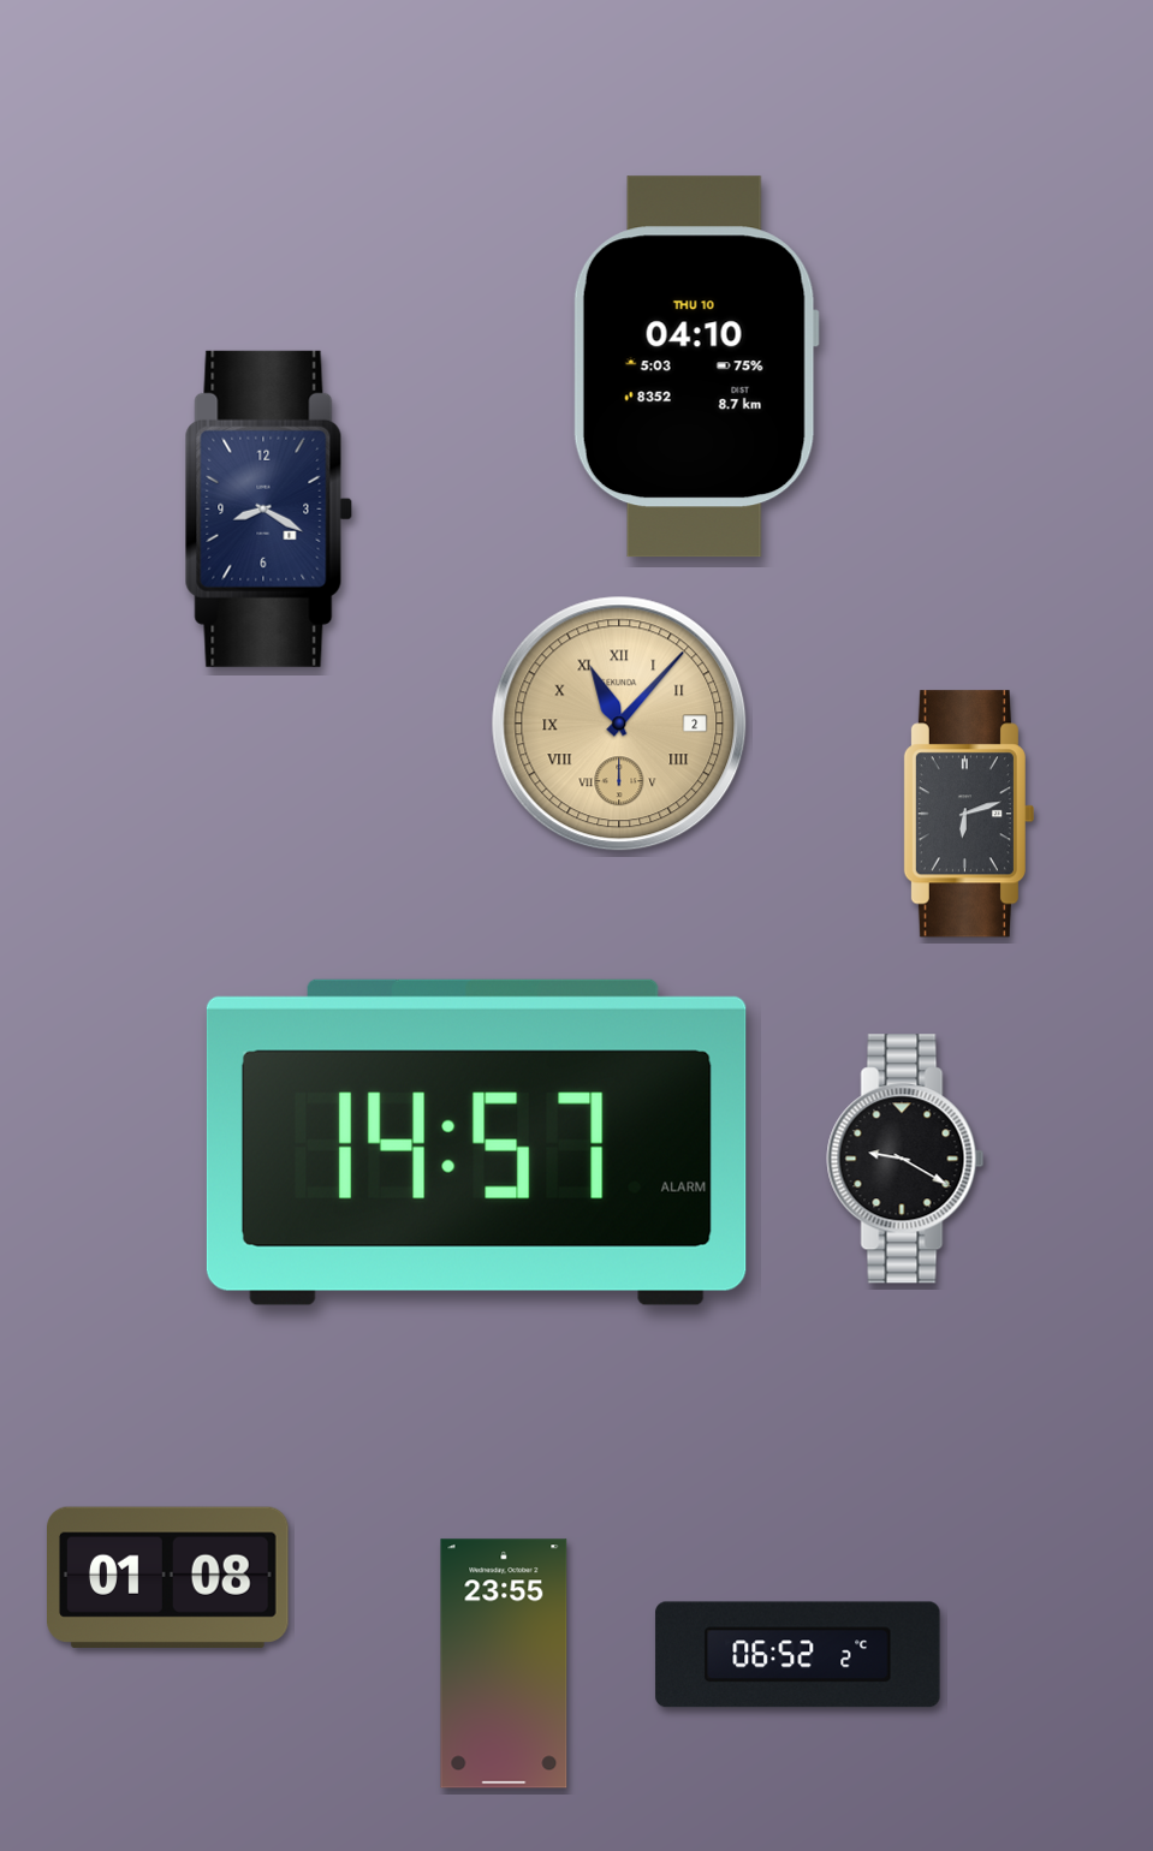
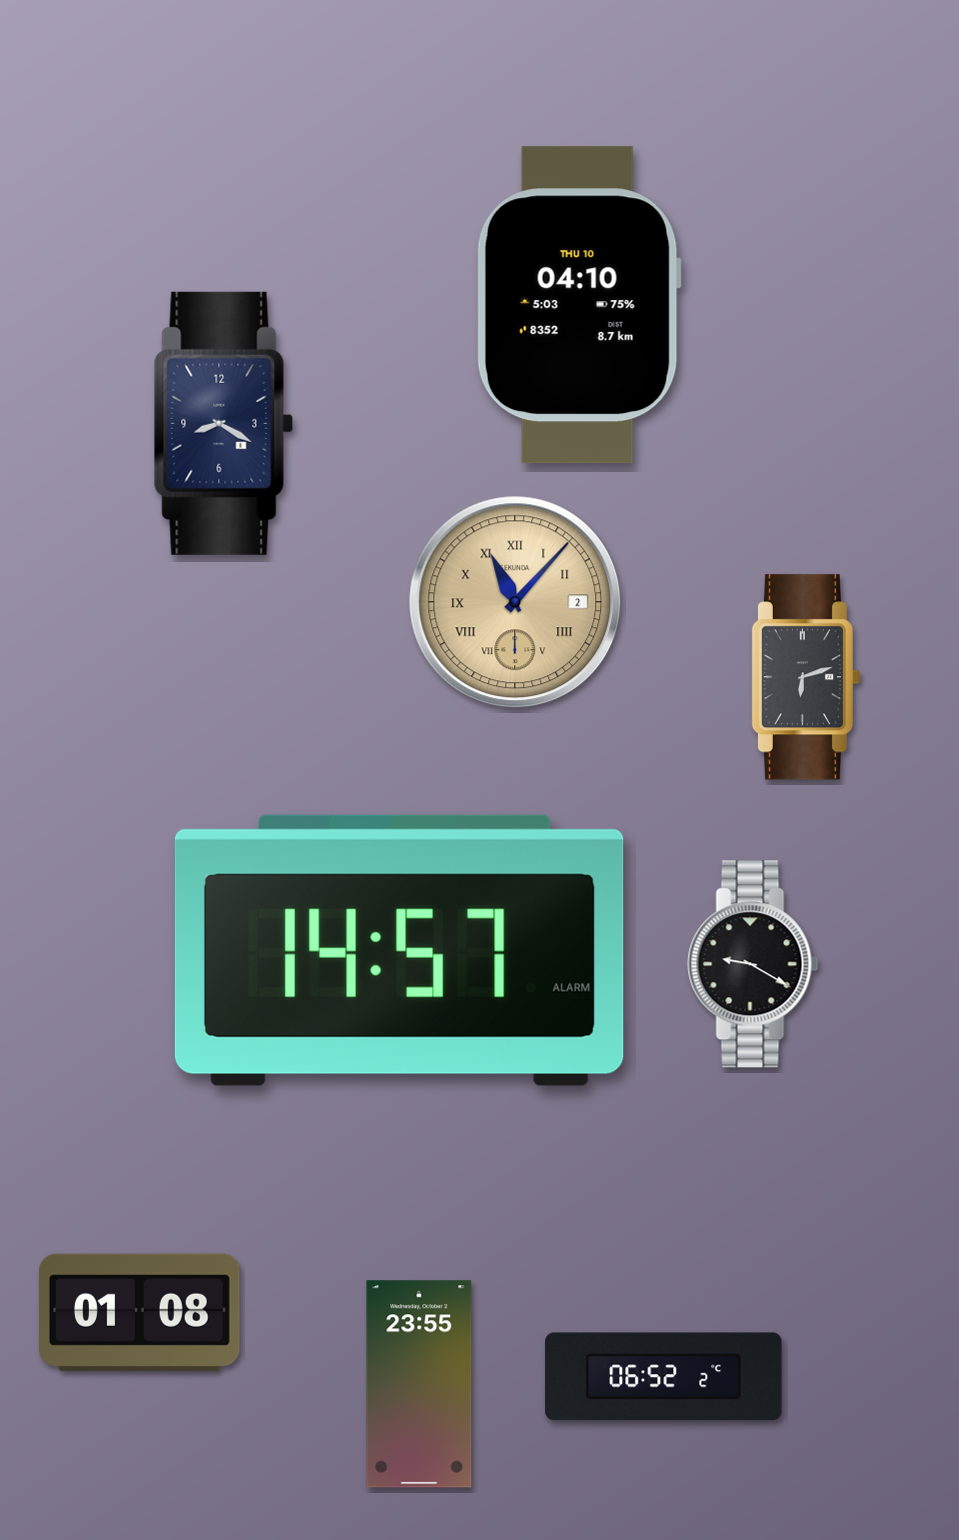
clock at (476, 1142) position: (476, 1142) -> (399, 950)
